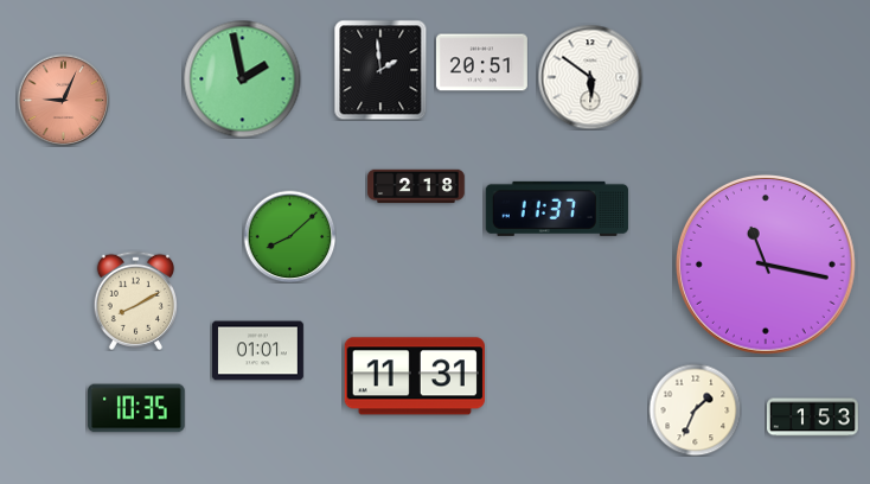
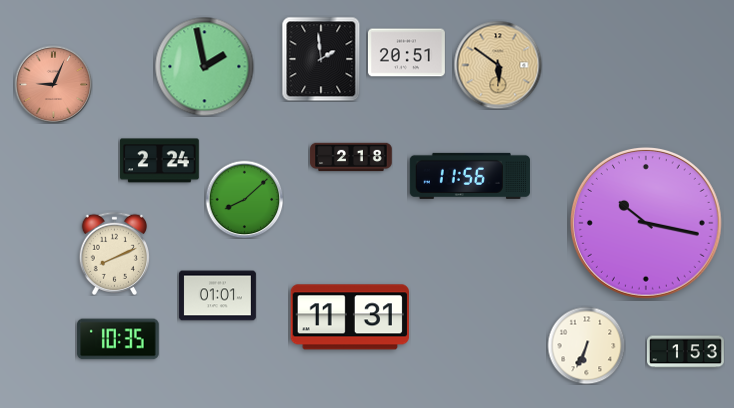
clock at (590, 77) dial: white -> champagne
clock at (159, 161): none -> 2:24
clock at (557, 209): 11:37 -> 11:56
clock at (766, 265): 11:17 -> 10:17
clock at (135, 300): 8:10 -> 8:11
clock at (136, 408) position: (136, 408) -> (118, 339)
clock at (695, 409): 1:34 -> 6:34
